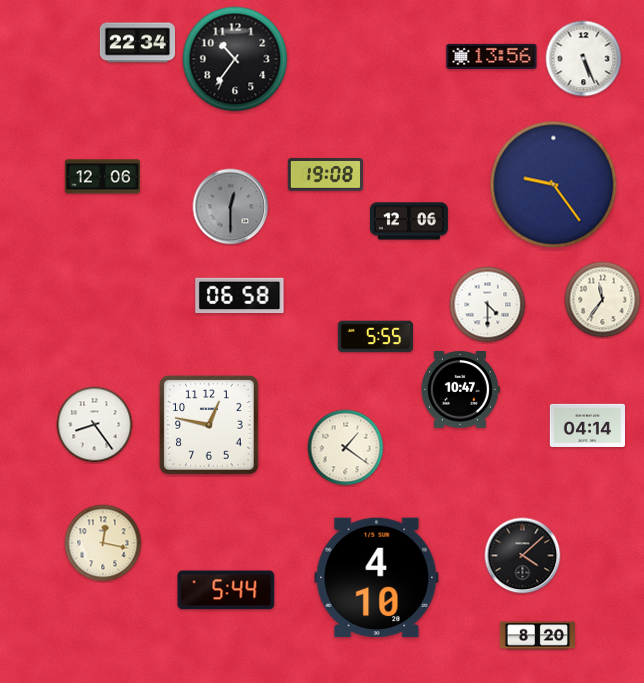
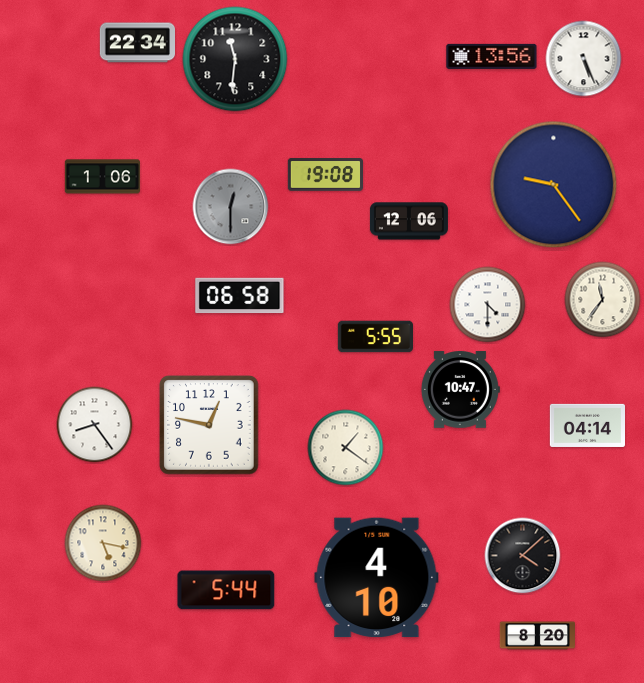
clock at (235, 59): 10:36 -> 11:31
clock at (102, 177): 12:06 -> 1:06
clock at (103, 543): 12:17 -> 5:17
